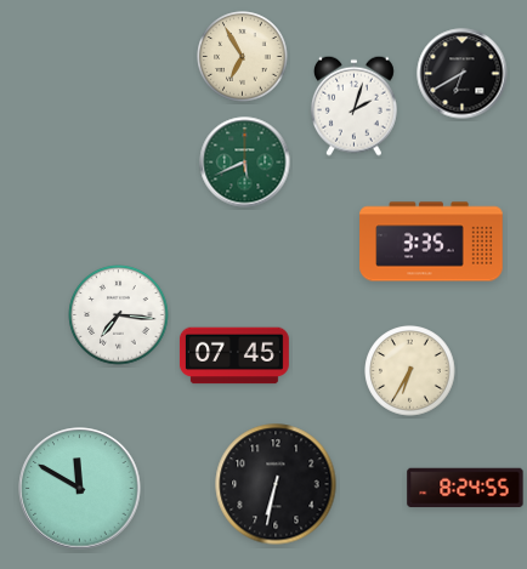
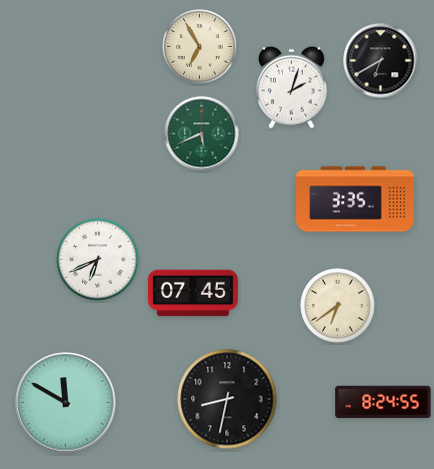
clock at (119, 315): 7:16 -> 6:41
clock at (410, 371): 6:35 -> 6:39
clock at (276, 484): 6:32 -> 8:32
